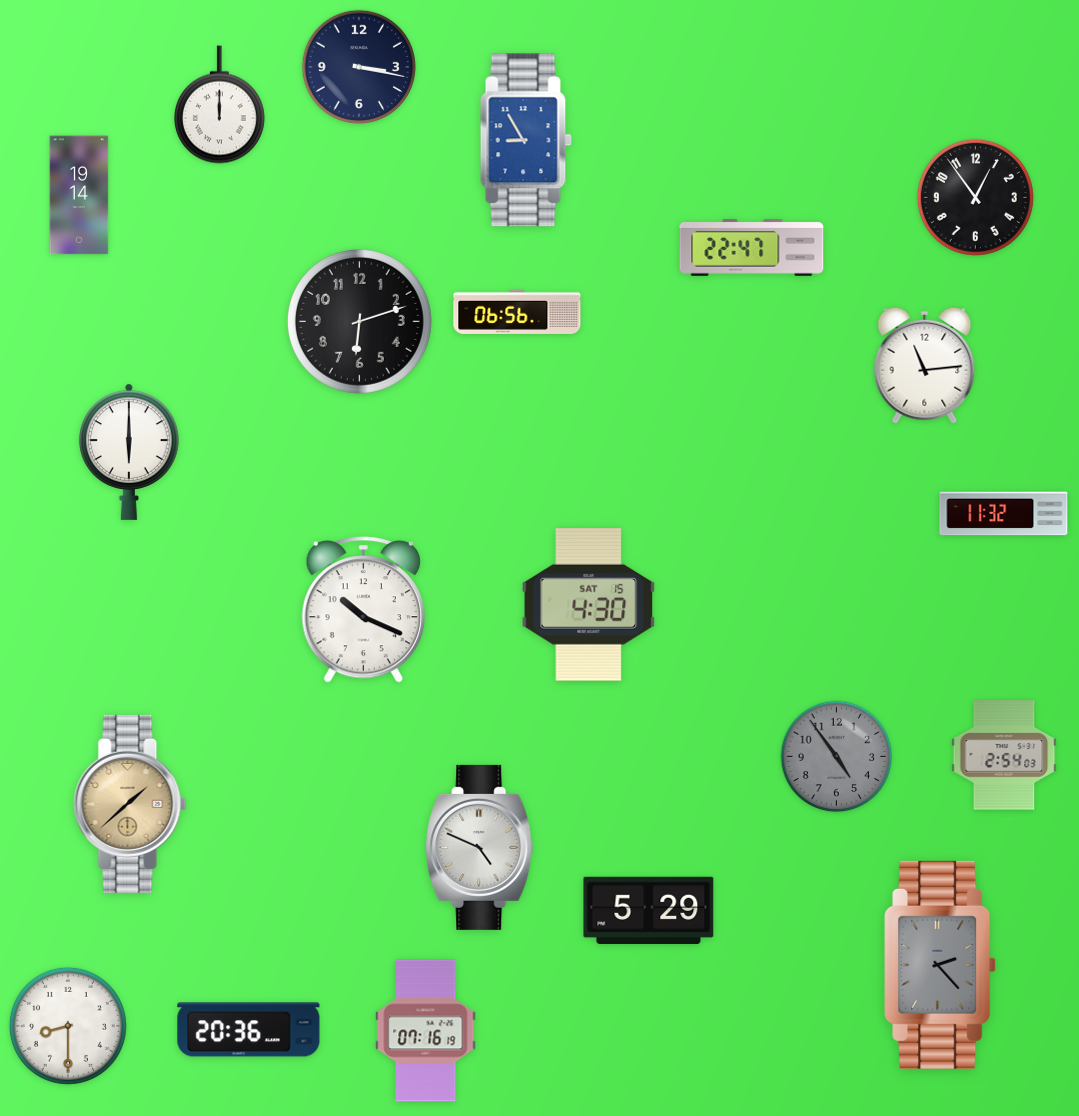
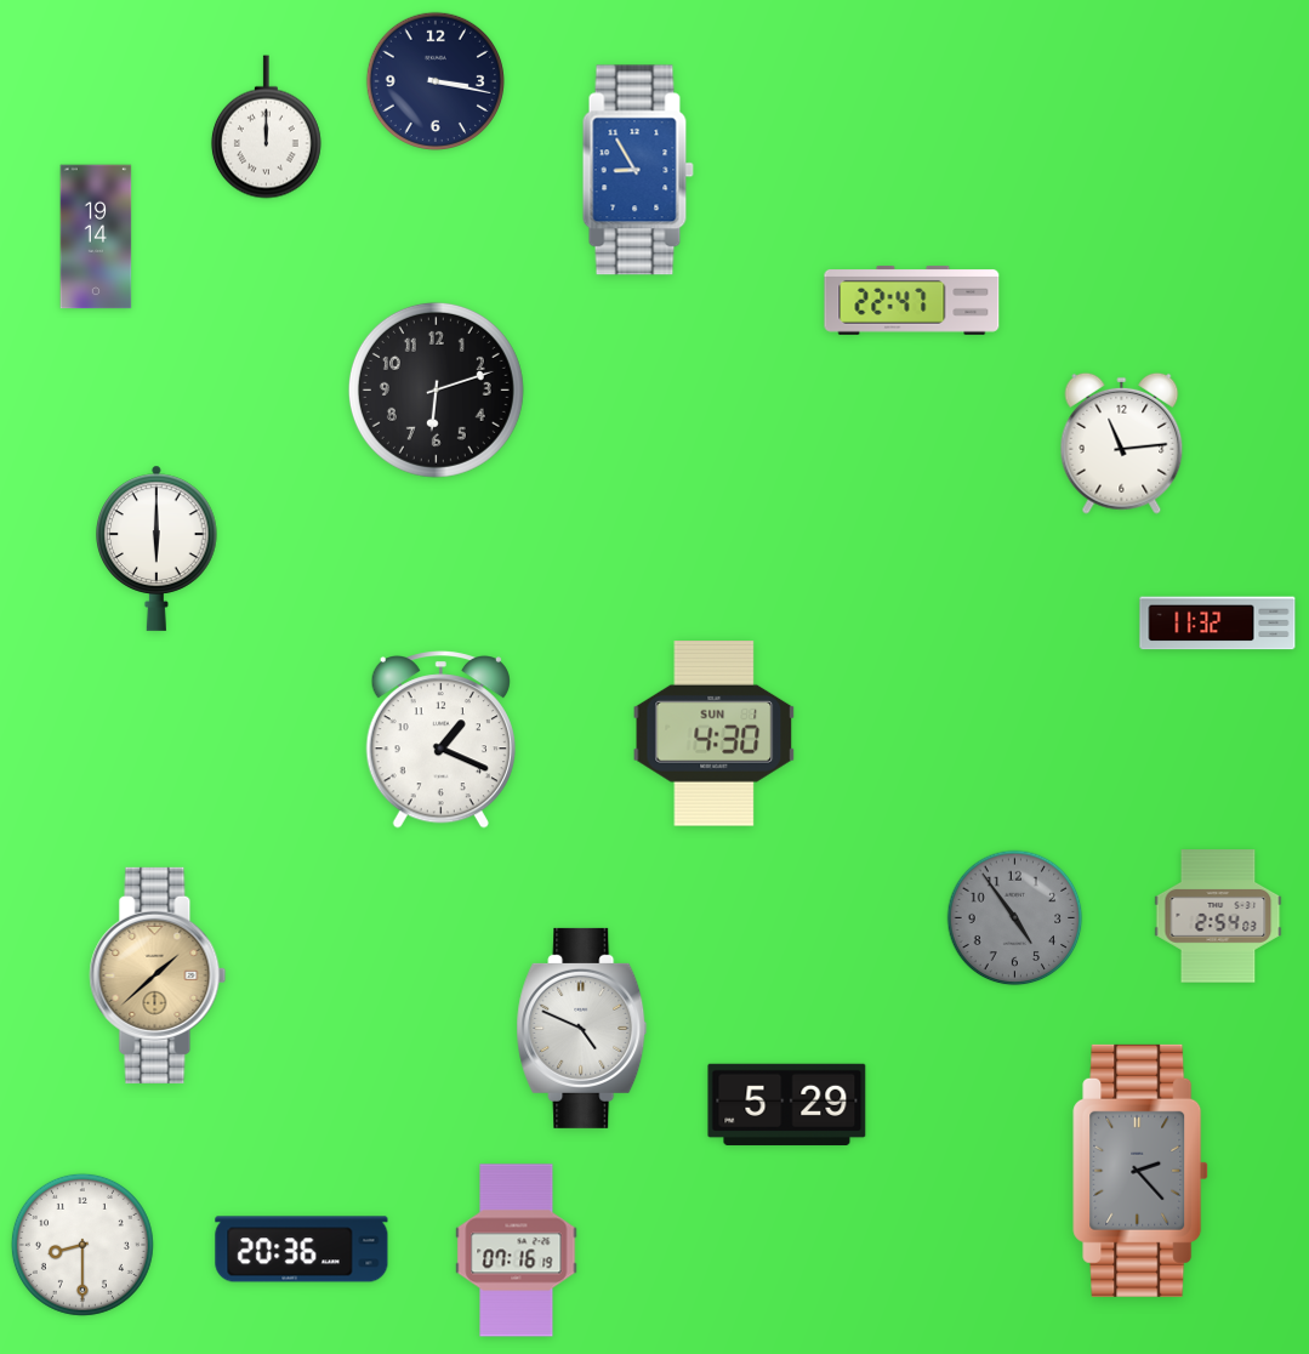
clock at (975, 197): 12:54 -> none
clock at (517, 312): 06:56 -> none
clock at (589, 605) date: SAT 15 -> SUN 1
clock at (363, 610): 10:19 -> 1:19
